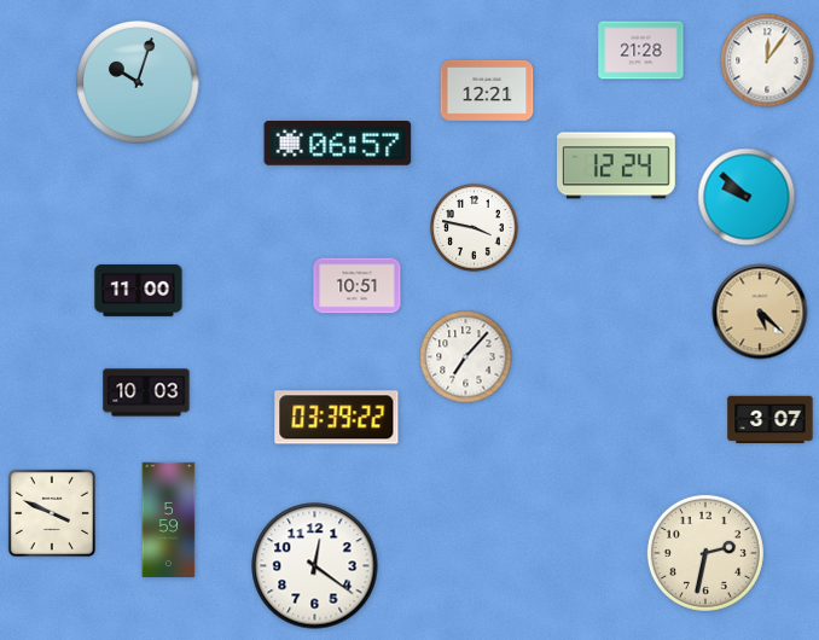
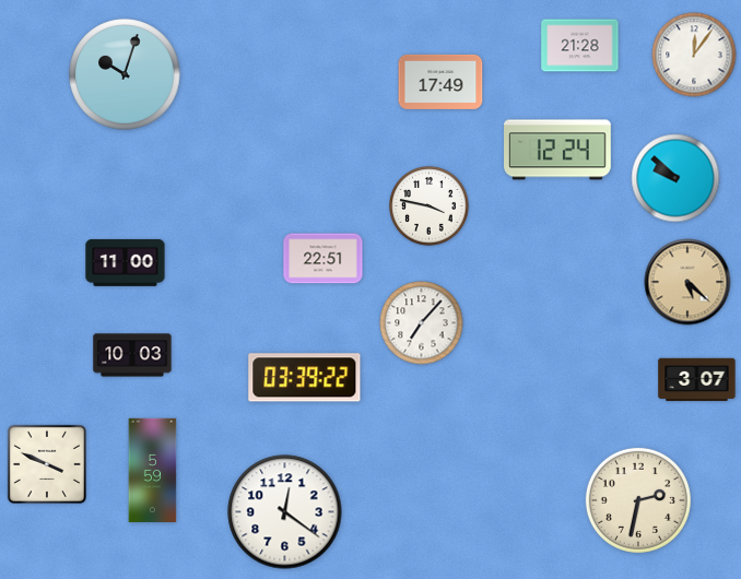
clock at (487, 91): 12:21 -> 17:49
clock at (338, 144): 06:57 -> none
clock at (358, 286): 10:51 -> 22:51
